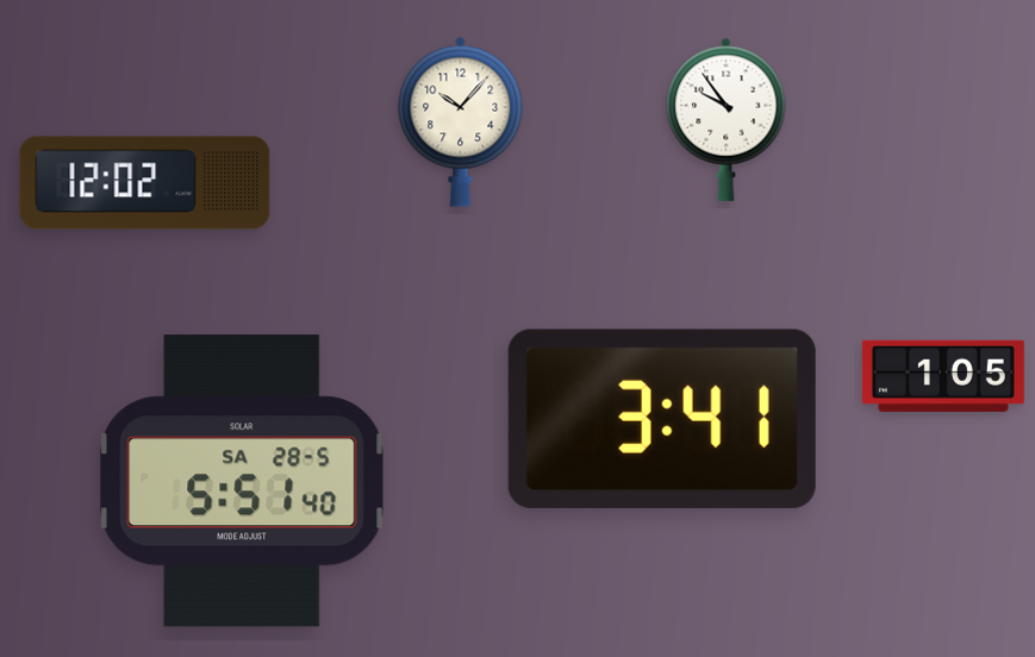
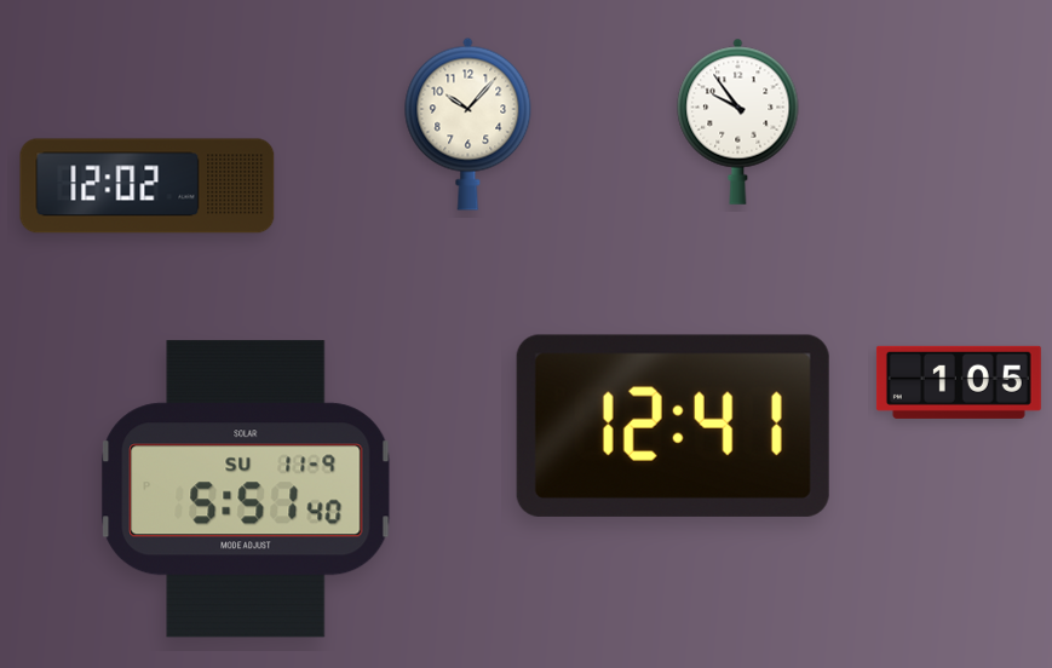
clock at (662, 419): 3:41 -> 12:41
clock at (242, 481) date: SA 28-5 -> SU 11-9
